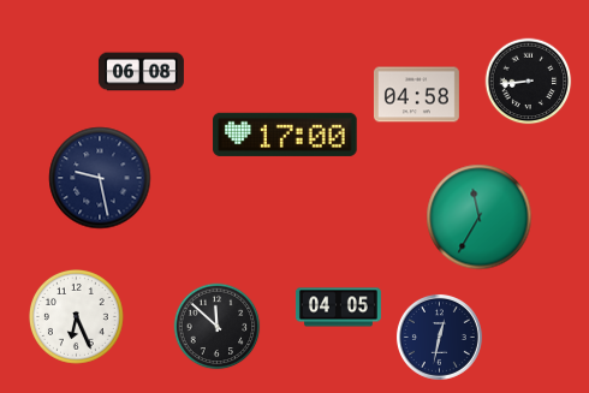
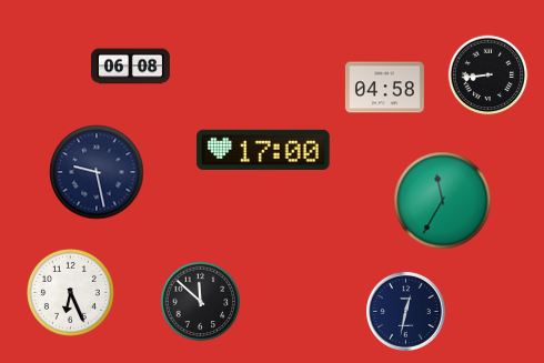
clock at (285, 135) position: (285, 135) -> (263, 150)
clock at (100, 178) position: (100, 178) -> (97, 172)
clock at (338, 308): 04:05 -> none
